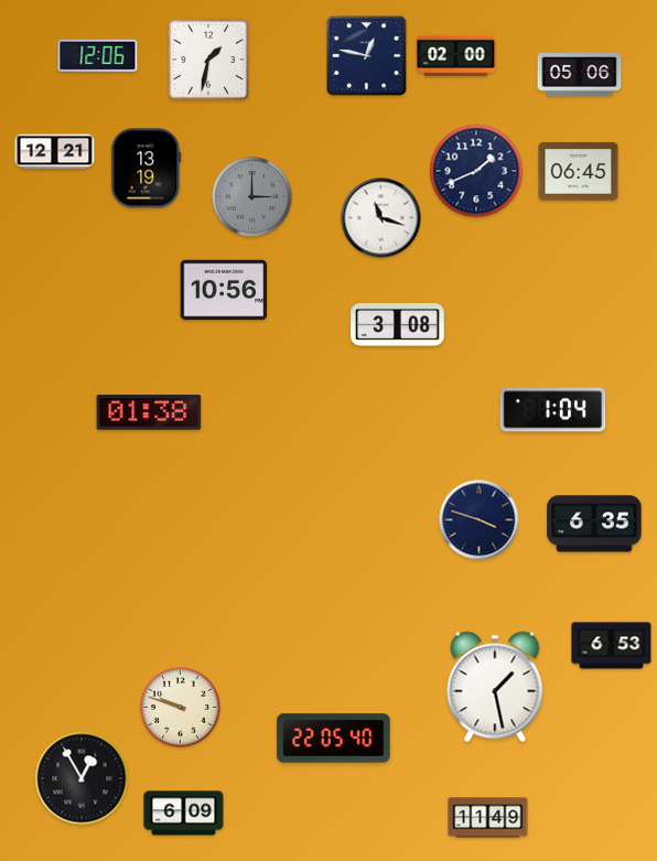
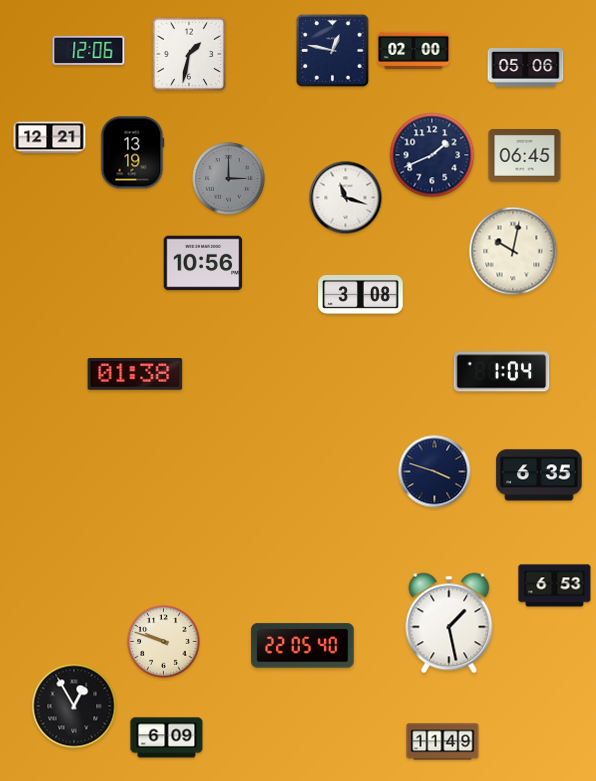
clock at (513, 251): none -> 10:02
clock at (334, 739) position: (334, 739) -> (303, 646)
